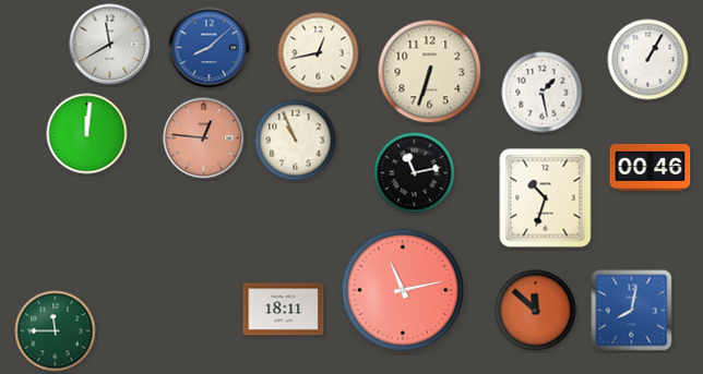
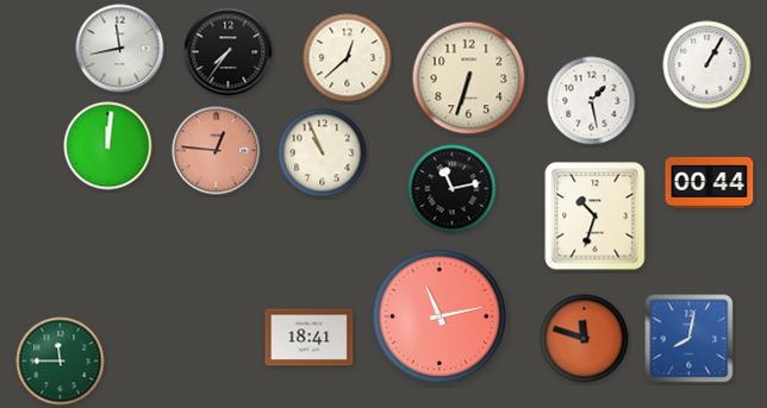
clock at (110, 45): 11:40 -> 11:43
clock at (210, 48): 8:08 -> 7:36
clock at (210, 48) dial: blue -> black
clock at (319, 53): 12:43 -> 12:38
clock at (87, 134) position: (87, 134) -> (108, 146)
clock at (204, 138) position: (204, 138) -> (217, 151)
clock at (651, 167): 00:46 -> 00:44
clock at (284, 310): 18:11 -> 18:41
clock at (536, 311): 11:52 -> 11:48
